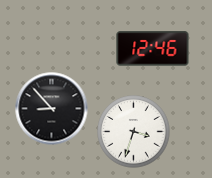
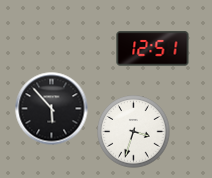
clock at (153, 49): 12:46 -> 12:51
clock at (52, 109): 8:53 -> 5:53
